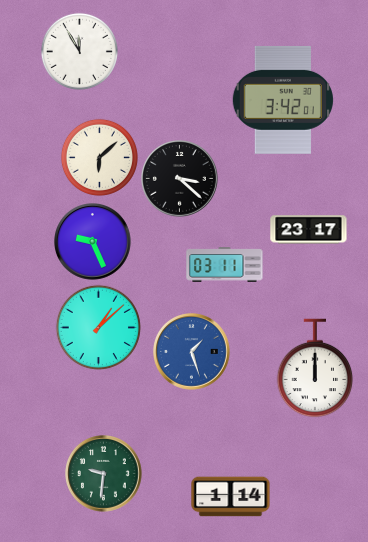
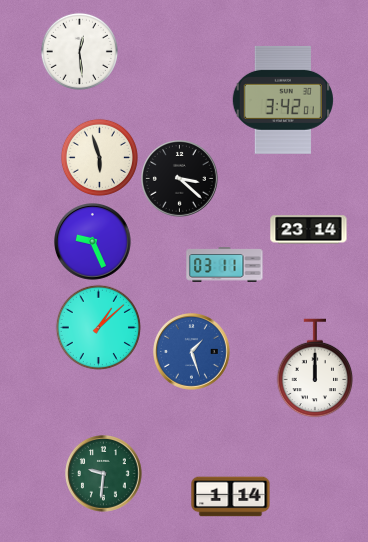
clock at (79, 51): 11:55 -> 12:29
clock at (99, 157): 6:08 -> 5:57
clock at (309, 230): 23:17 -> 23:14
